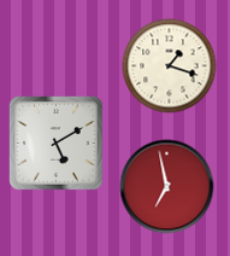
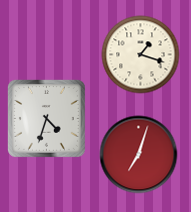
clock at (55, 142): 5:10 -> 4:33
clock at (166, 186): 6:58 -> 7:03
